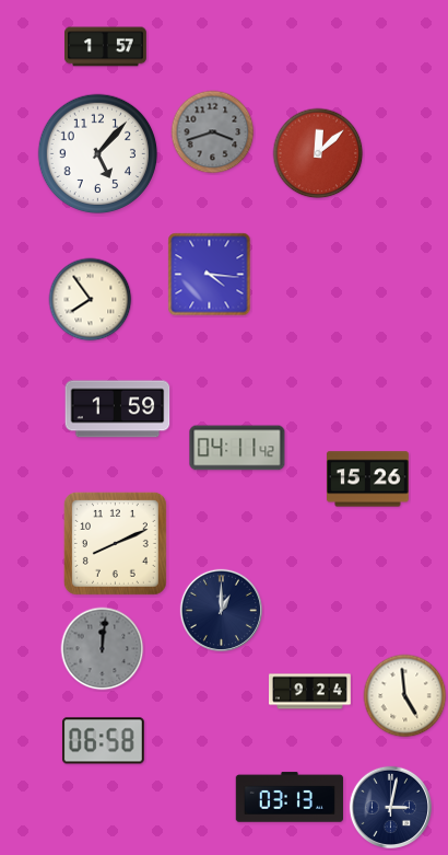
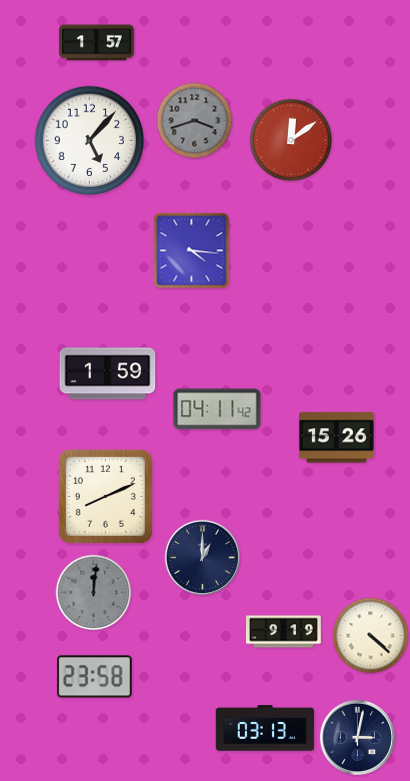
clock at (318, 153): 12:08 -> 12:09
clock at (91, 300): 7:54 -> none
clock at (310, 692): 9:24 -> 9:19
clock at (405, 696): 4:59 -> 4:22
clock at (103, 741): 06:58 -> 23:58
